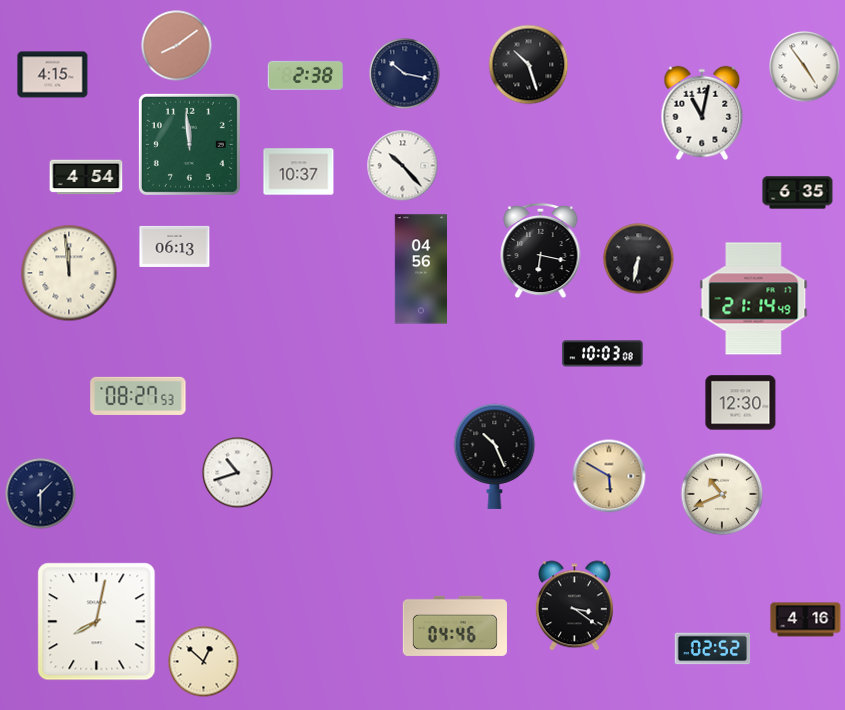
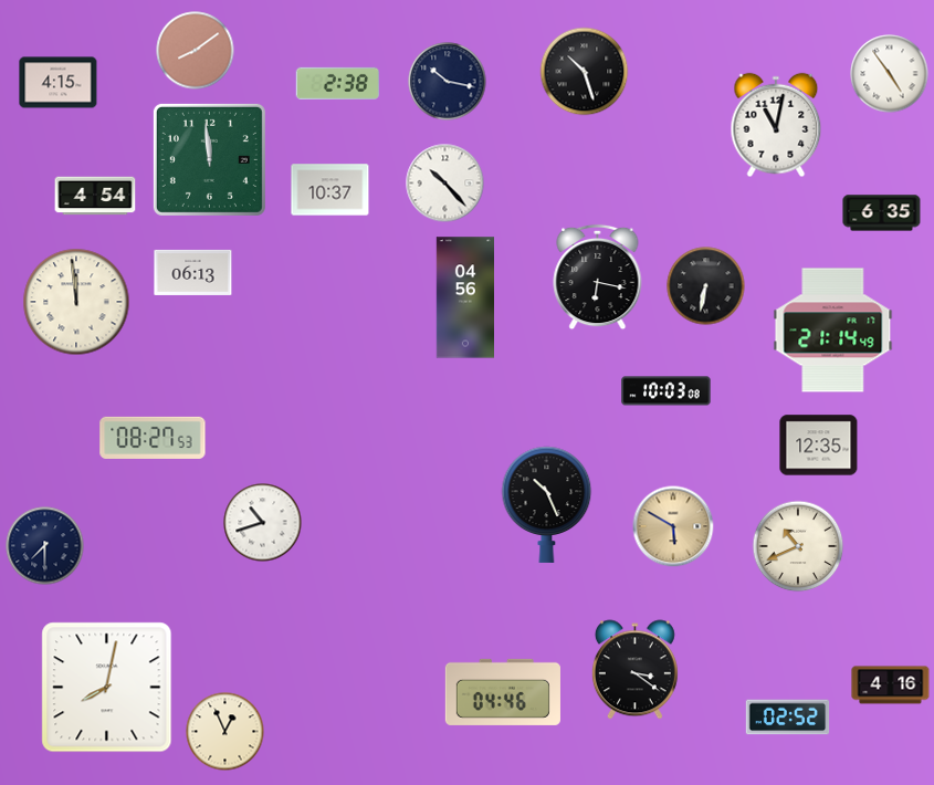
clock at (741, 403): 12:30 -> 12:35
clock at (41, 494): 1:30 -> 7:30
clock at (204, 662): 12:52 -> 12:56
